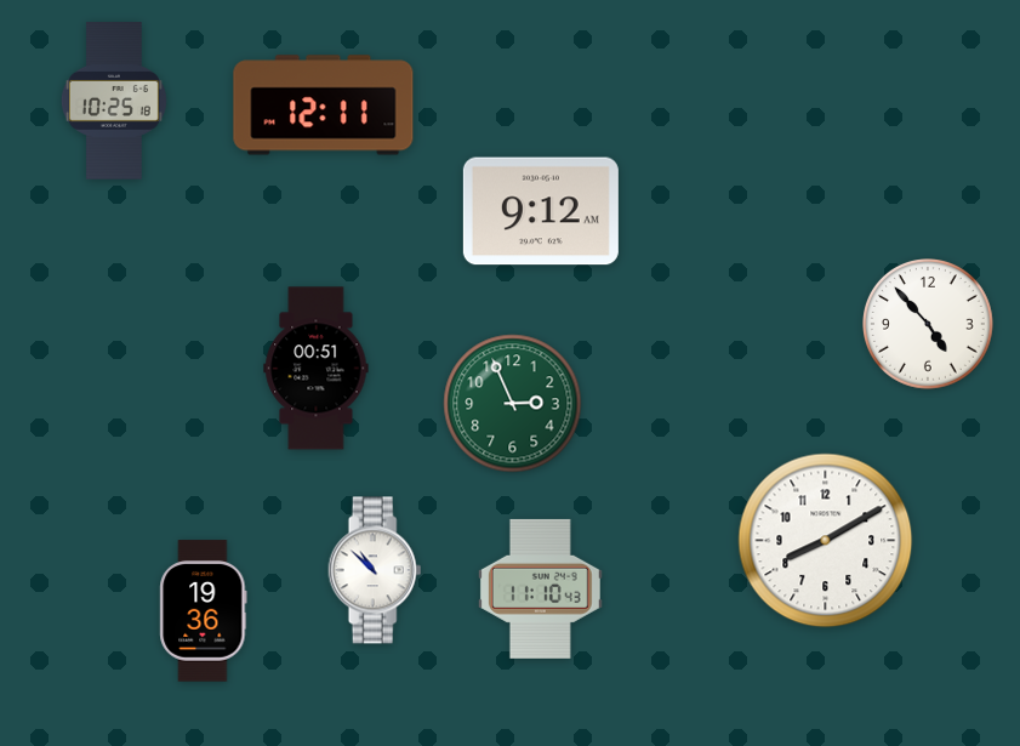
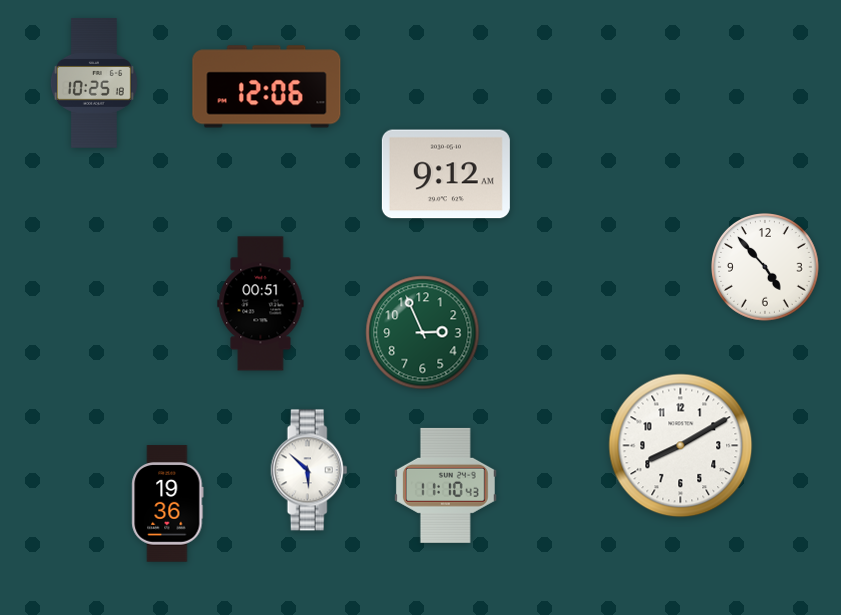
clock at (324, 106): 12:11 -> 12:06
clock at (375, 570): 10:52 -> 5:52
